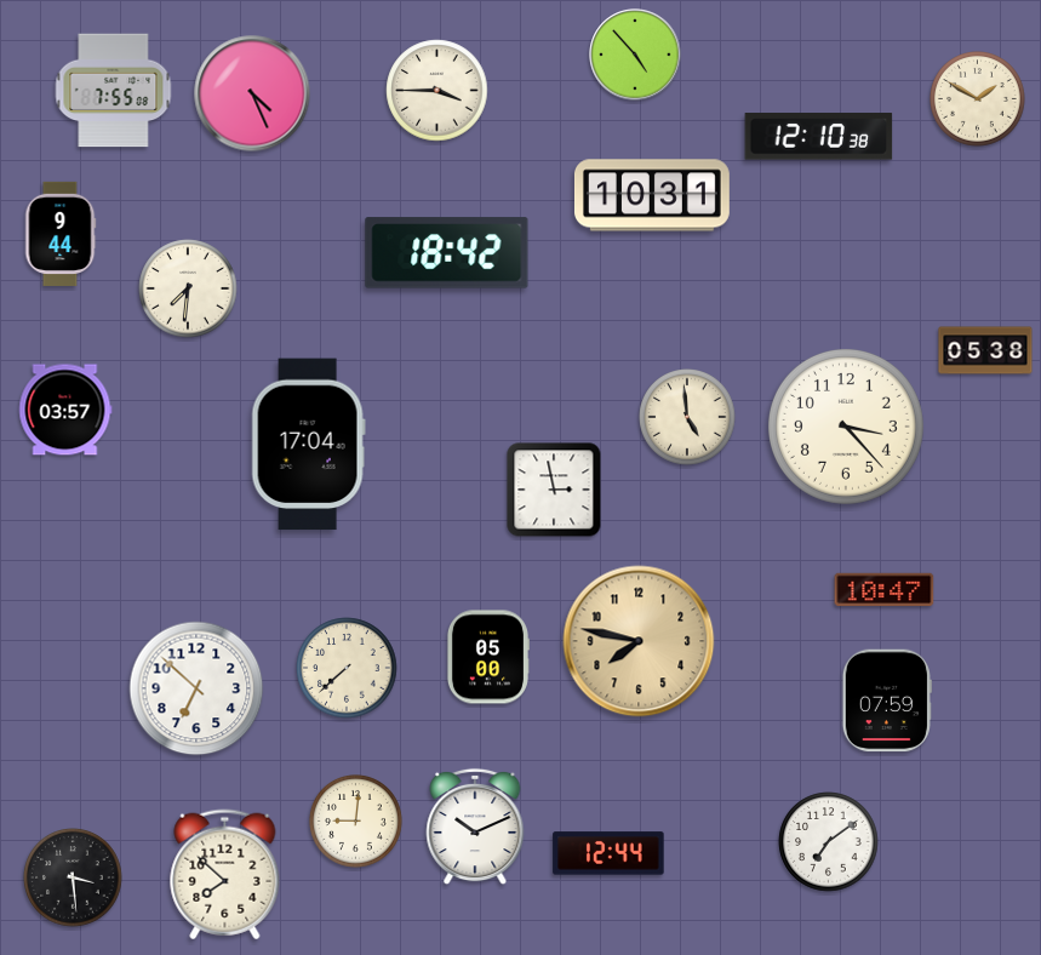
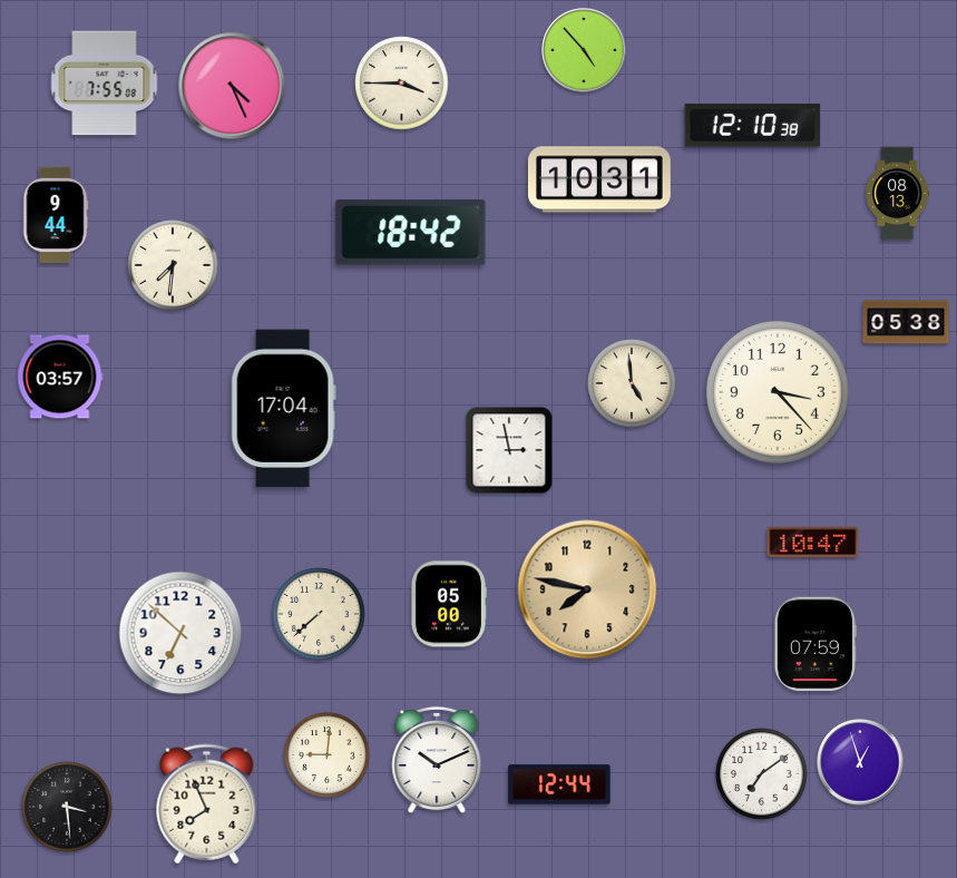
clock at (978, 99): 1:50 -> none
clock at (898, 194): none -> 08:13
clock at (860, 762): none -> 12:57
clock at (225, 875): 7:52 -> 7:56
